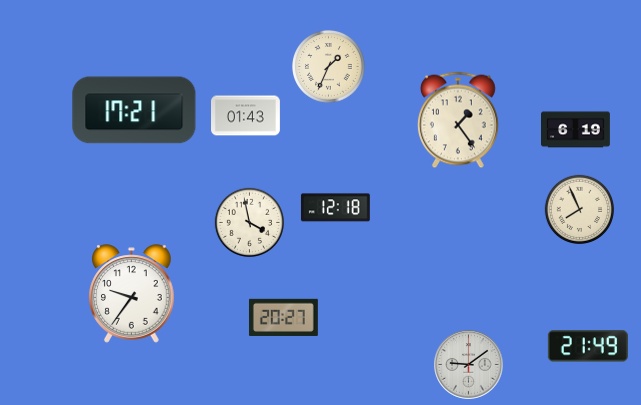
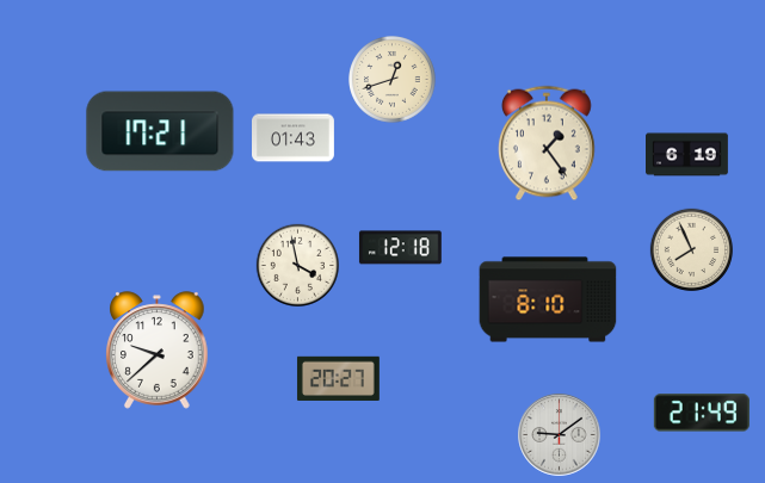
clock at (329, 67): 1:34 -> 12:42
clock at (548, 299): none -> 8:10
clock at (132, 294): 9:36 -> 9:38
